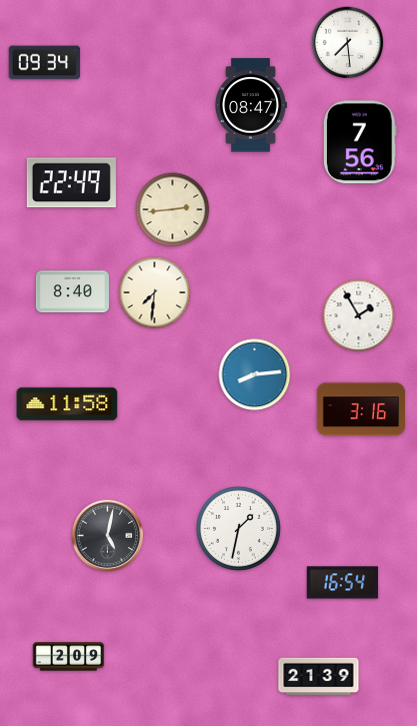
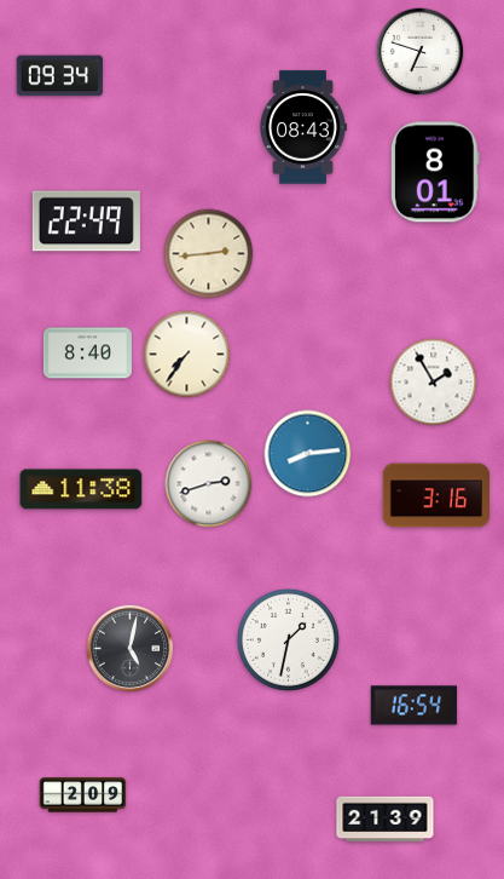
clock at (348, 43): 7:29 -> 6:48
clock at (45, 63) position: (45, 63) -> (60, 76)
clock at (251, 105): 08:47 -> 08:43
clock at (360, 142): 7:56 -> 8:01
clock at (155, 293): 7:31 -> 7:36
clock at (209, 484): none -> 2:42
clock at (67, 404): 11:58 -> 11:38
